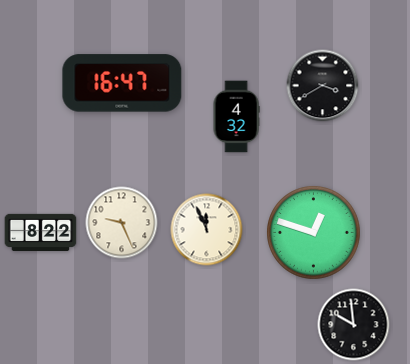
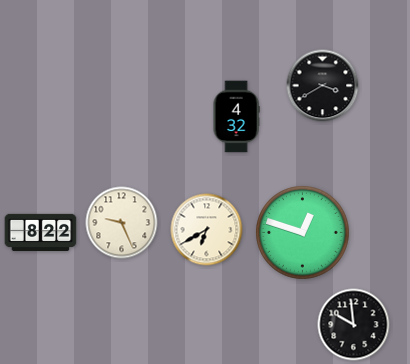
clock at (122, 83): 16:47 -> none
clock at (207, 230): 11:56 -> 6:40
clock at (314, 233) position: (314, 233) -> (303, 233)
